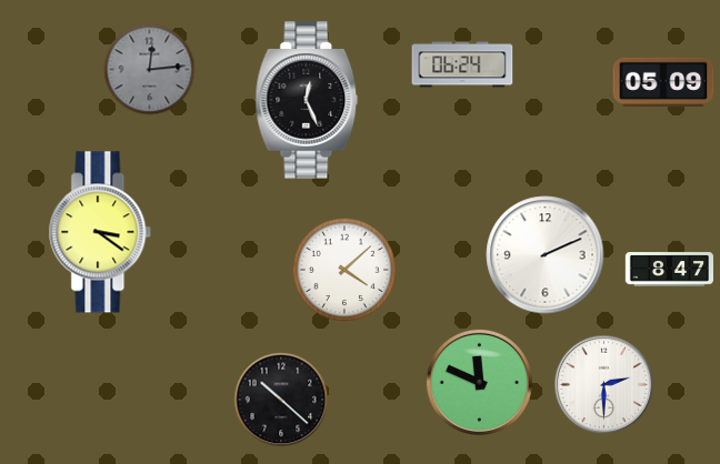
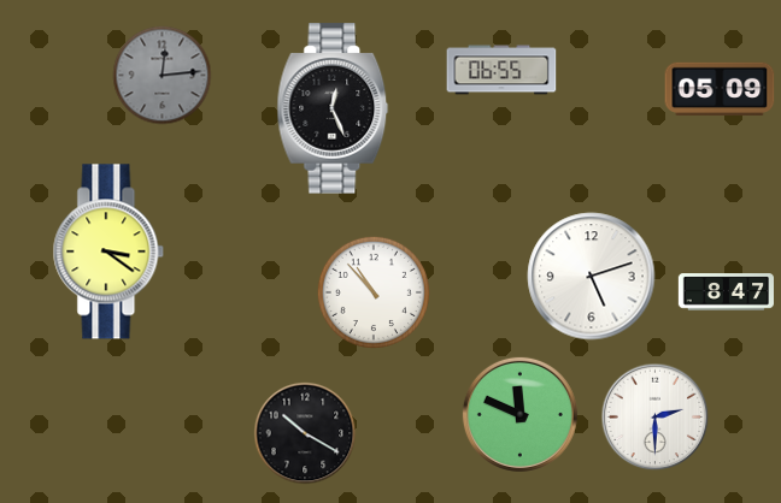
clock at (462, 64): 06:24 -> 06:55
clock at (546, 255): 2:11 -> 5:12
clock at (344, 270): 4:08 -> 10:53
clock at (281, 400): 10:22 -> 10:20
